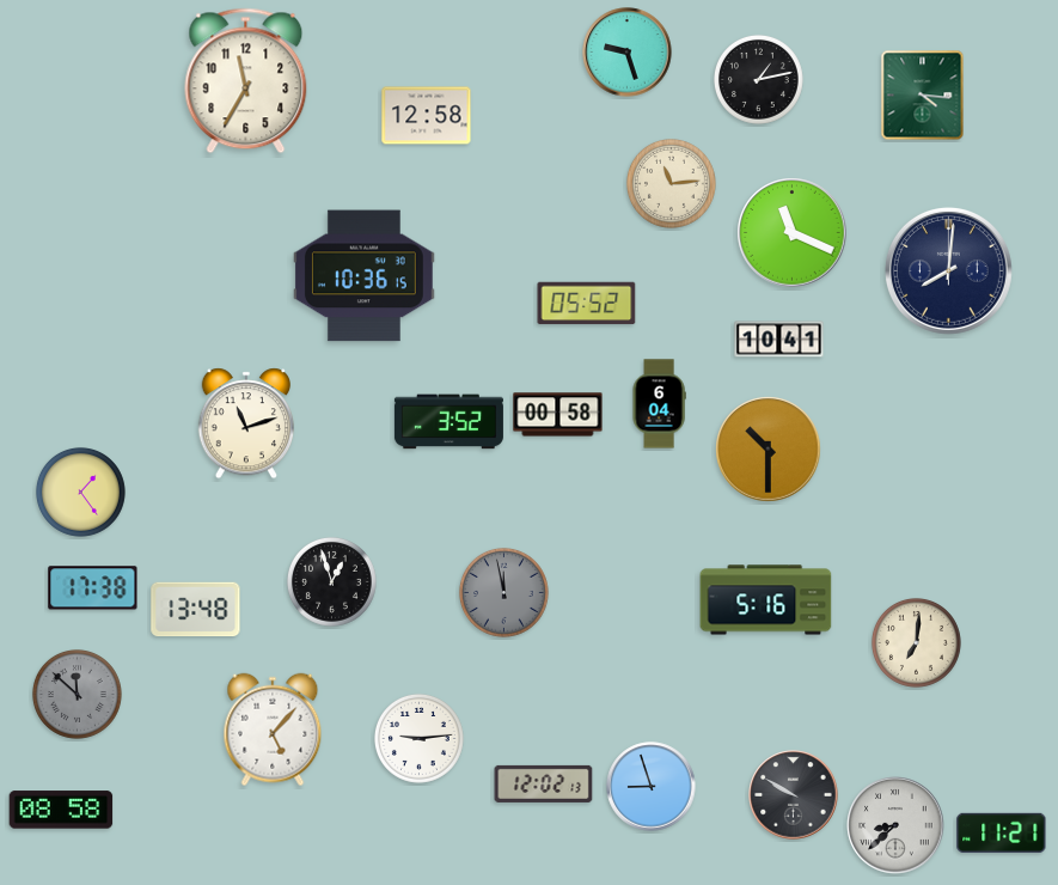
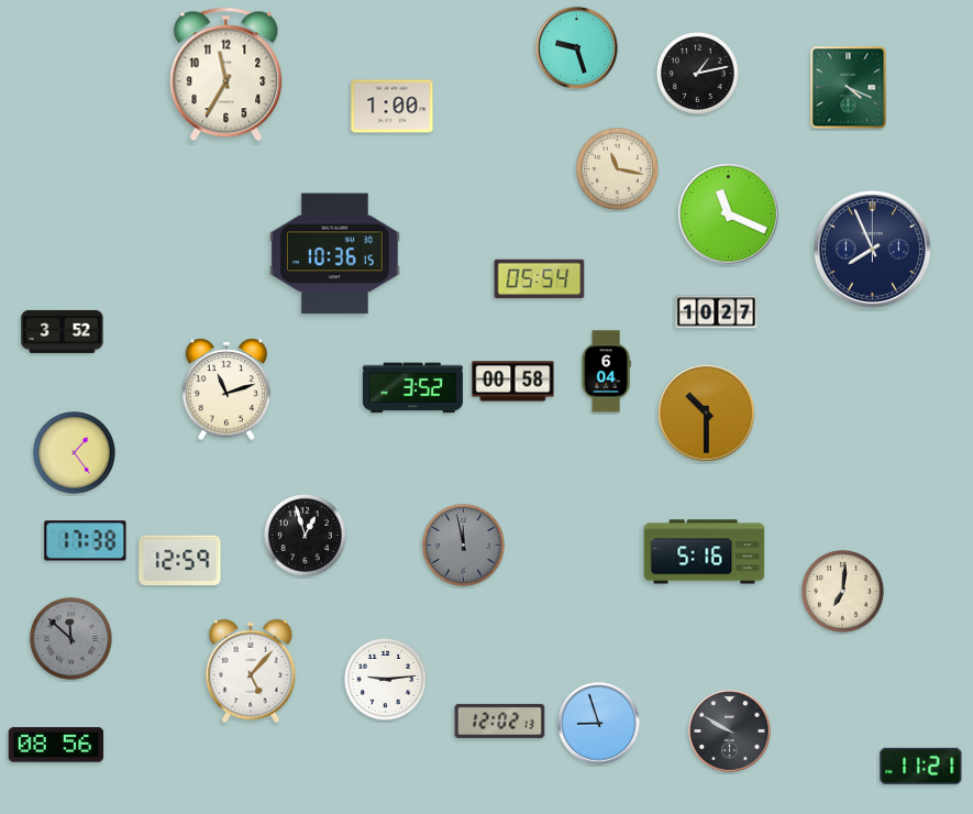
clock at (923, 96): 4:16 -> 4:19
clock at (427, 116): 12:58 -> 1:00
clock at (671, 183): 11:14 -> 11:17
clock at (948, 270): 8:01 -> 7:56
clock at (587, 304): 05:52 -> 05:54
clock at (779, 340): 10:41 -> 10:27
clock at (63, 331): none -> 3:52
clock at (196, 610): 13:48 -> 12:59
clock at (61, 810): 08:58 -> 08:56
clock at (895, 825): 8:38 -> none
